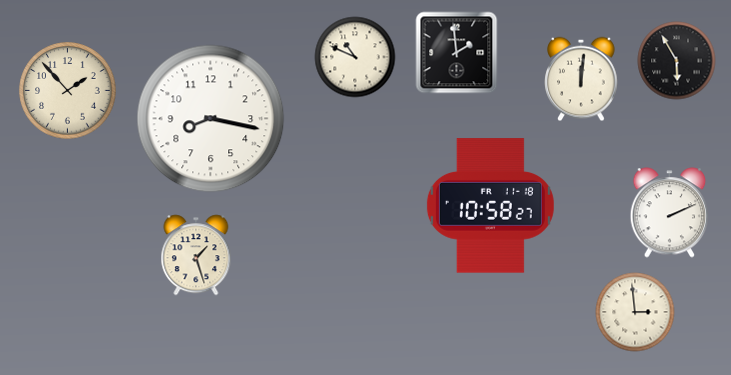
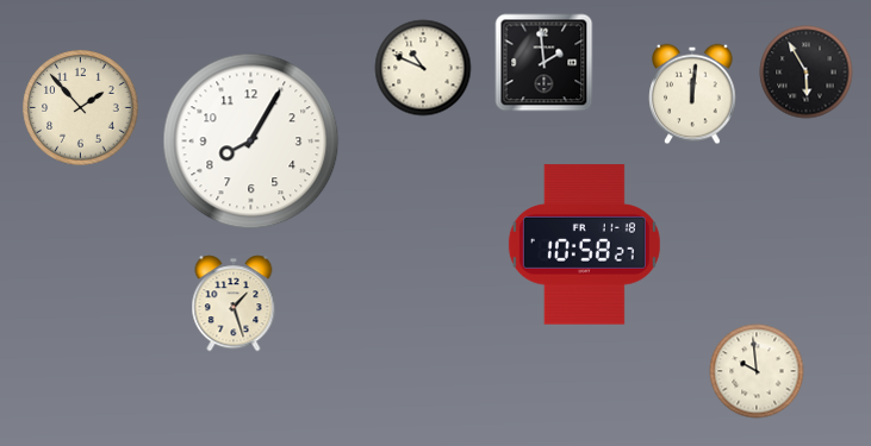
clock at (211, 119): 8:17 -> 8:05
clock at (670, 213): 2:11 -> none
clock at (635, 312): 2:59 -> 9:59
